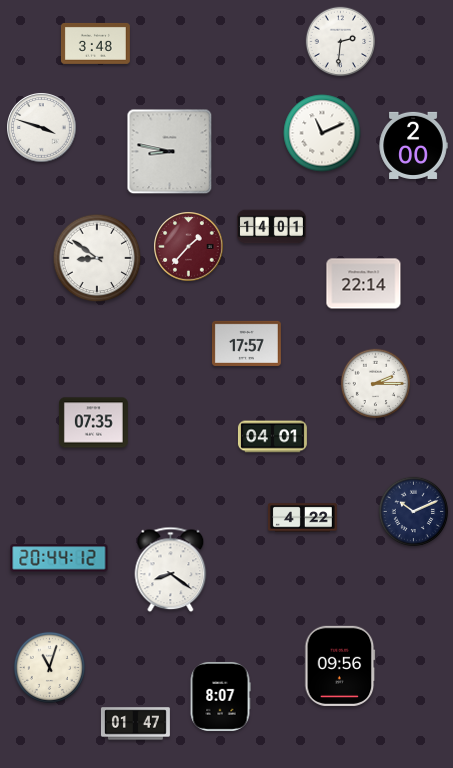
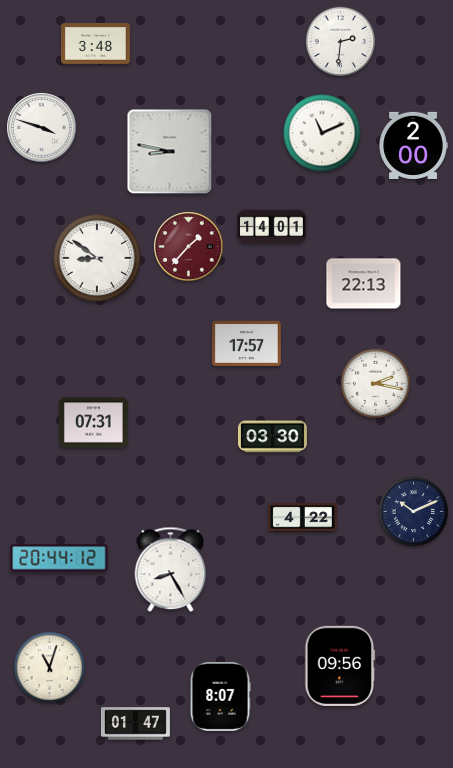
clock at (364, 284): 22:14 -> 22:13
clock at (376, 384): 2:15 -> 2:17
clock at (93, 423): 07:35 -> 07:31
clock at (272, 437): 04:01 -> 03:30
clock at (171, 570): 8:21 -> 8:25
